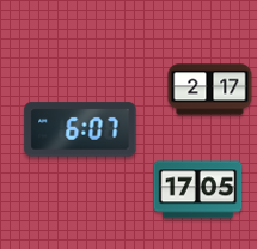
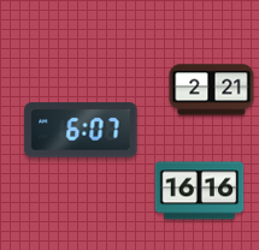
clock at (210, 90): 2:17 -> 2:21
clock at (198, 190): 17:05 -> 16:16
